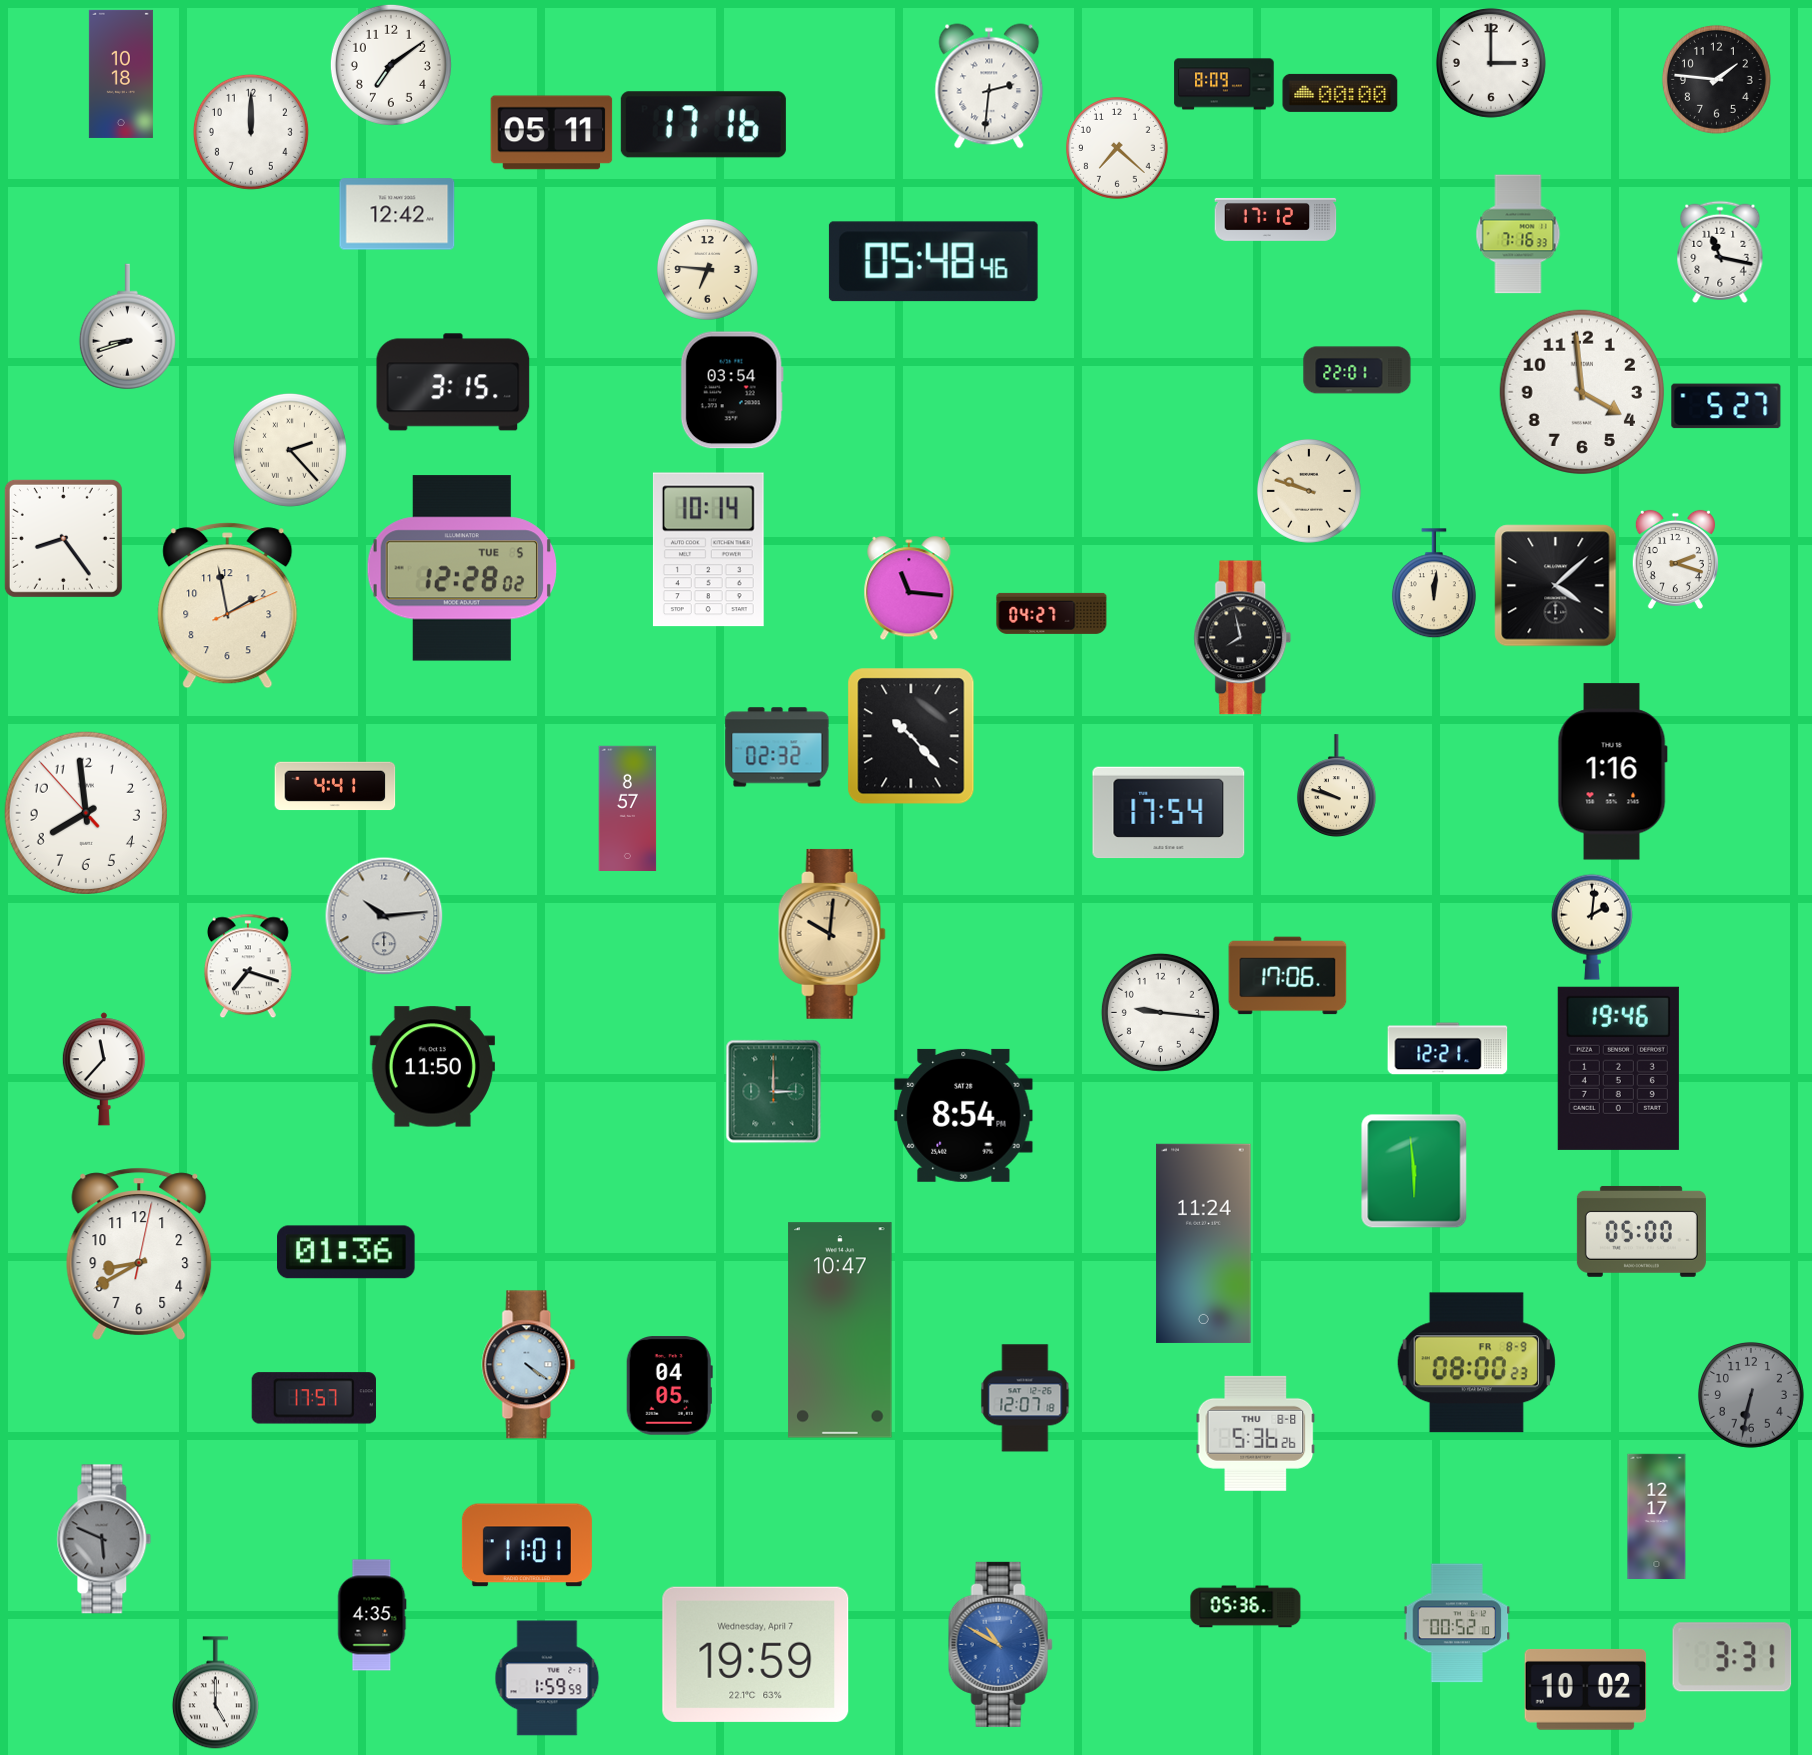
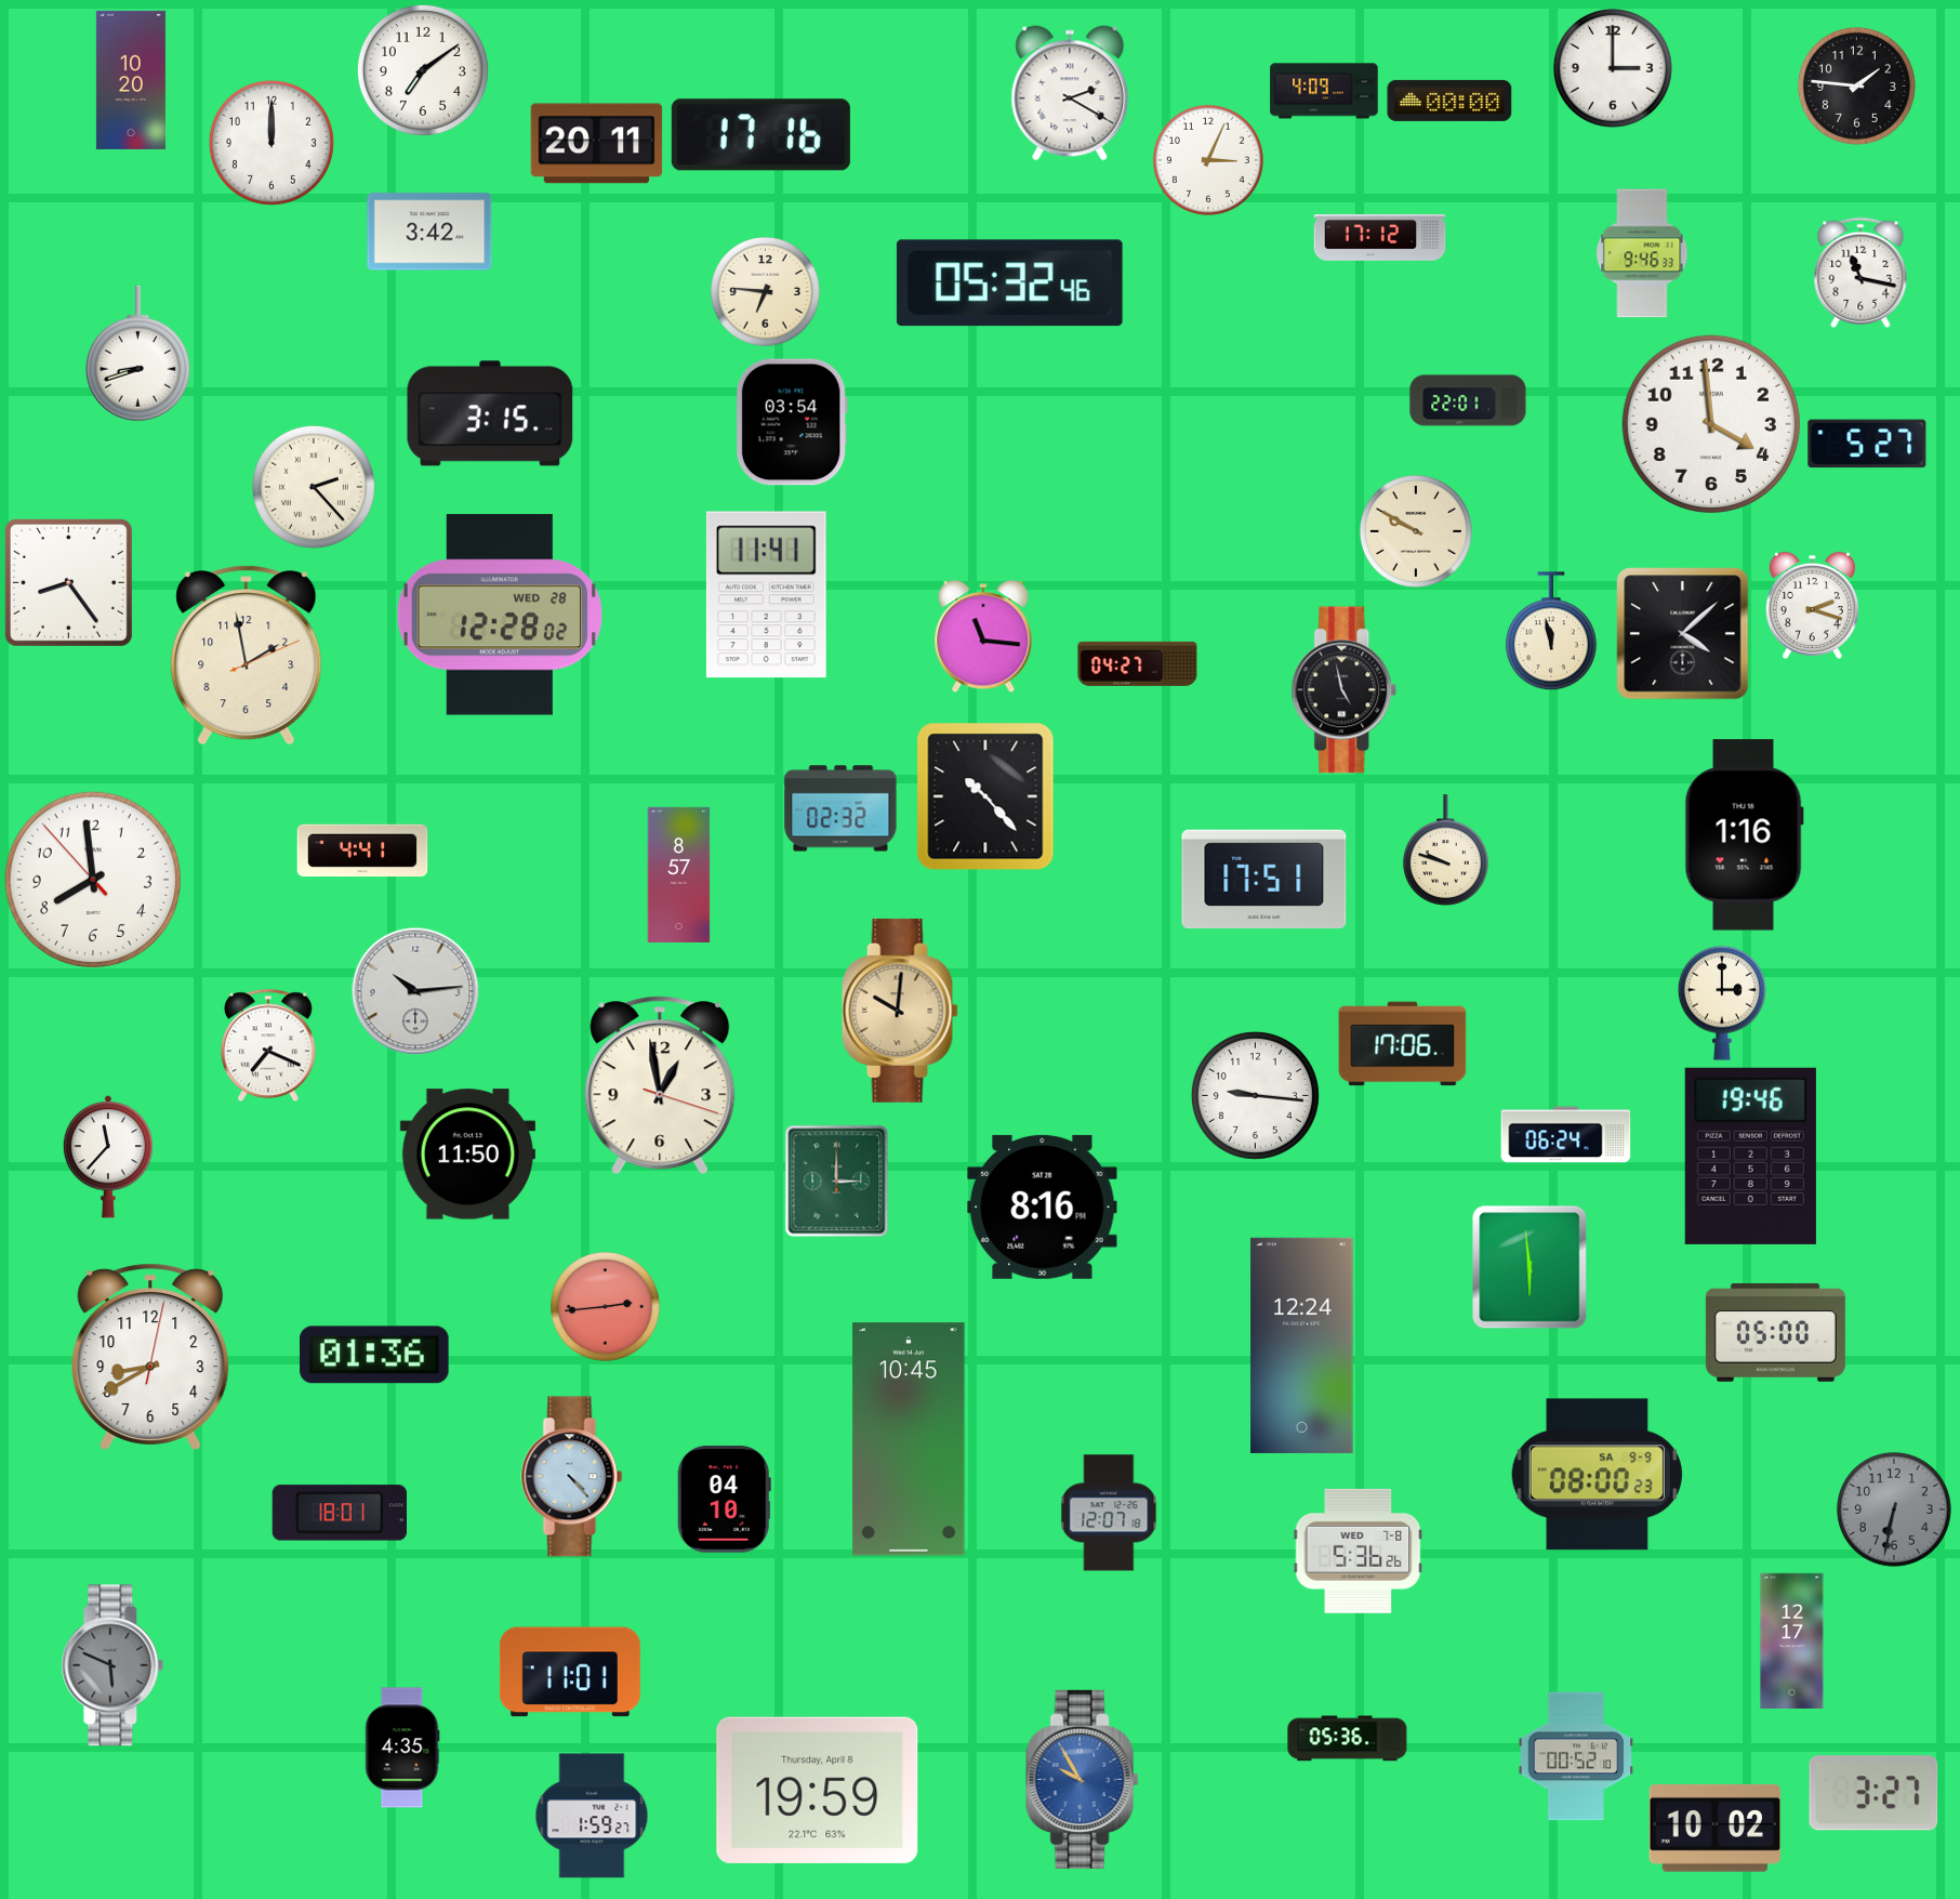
clock at (121, 74): 10:18 -> 10:20
clock at (1224, 84): 8:09 -> 4:09
clock at (989, 86): 2:31 -> 2:20
clock at (552, 133): 05:11 -> 20:11
clock at (1117, 148): 7:22 -> 3:04
clock at (397, 214): 12:42 -> 3:42
clock at (1518, 234): 7:16 -> 9:46
clock at (933, 262): 05:48 -> 05:32
clock at (1726, 406) position: (1726, 406) -> (1867, 444)
clock at (1309, 491): 9:48 -> 9:50
clock at (708, 550): 10:14 -> 11:41
clock at (461, 568) date: TUE 5 -> WED 28
clock at (1434, 584): 12:01 -> 11:58
clock at (1243, 638): 7:58 -> 4:58
clock at (1169, 813): 17:54 -> 17:51
clock at (1592, 927): 2:01 -> 3:00
clock at (248, 966): 7:18 -> 7:19
clock at (1288, 976) position: (1288, 976) -> (1403, 1044)
clock at (660, 1085): none -> 12:58
clock at (1448, 1049): 12:21 -> 06:24
clock at (104, 1069) position: (104, 1069) -> (108, 1157)
clock at (964, 1115): 8:54 -> 8:16
clock at (606, 1307): none -> 2:44
clock at (1204, 1243): 11:24 -> 12:24
clock at (840, 1330): 10:47 -> 10:45
clock at (1476, 1363) date: FR 8-9 -> SA 9-9
clock at (529, 1365): 4:21 -> 4:23
clock at (669, 1386): 04:05 -> 04:10
clock at (314, 1398): 17:57 -> 18:01
clock at (1256, 1433) date: THU 8-8 -> WED 7-8
clock at (1000, 1644): 10:50 -> 9:55
clock at (756, 1654) date: Wednesday, April 7 -> Thursday, April 8
clock at (1732, 1657): 3:31 -> 3:27
clock at (547, 1678): 1:59:59 -> 1:59:27
clock at (215, 1693): 5:00 -> none
